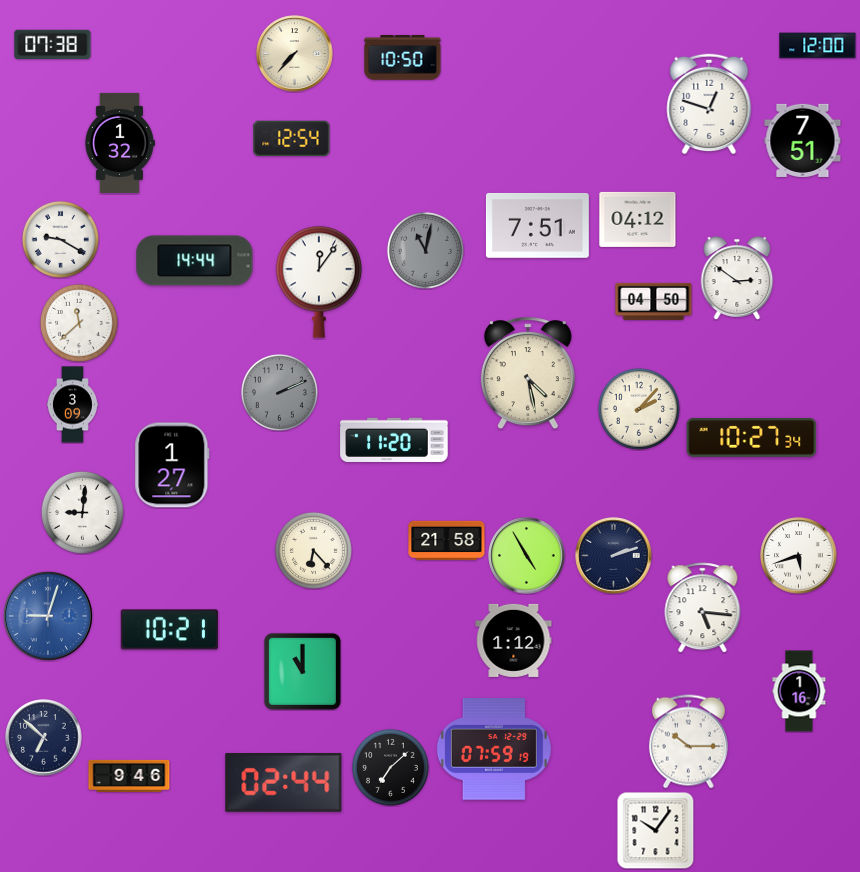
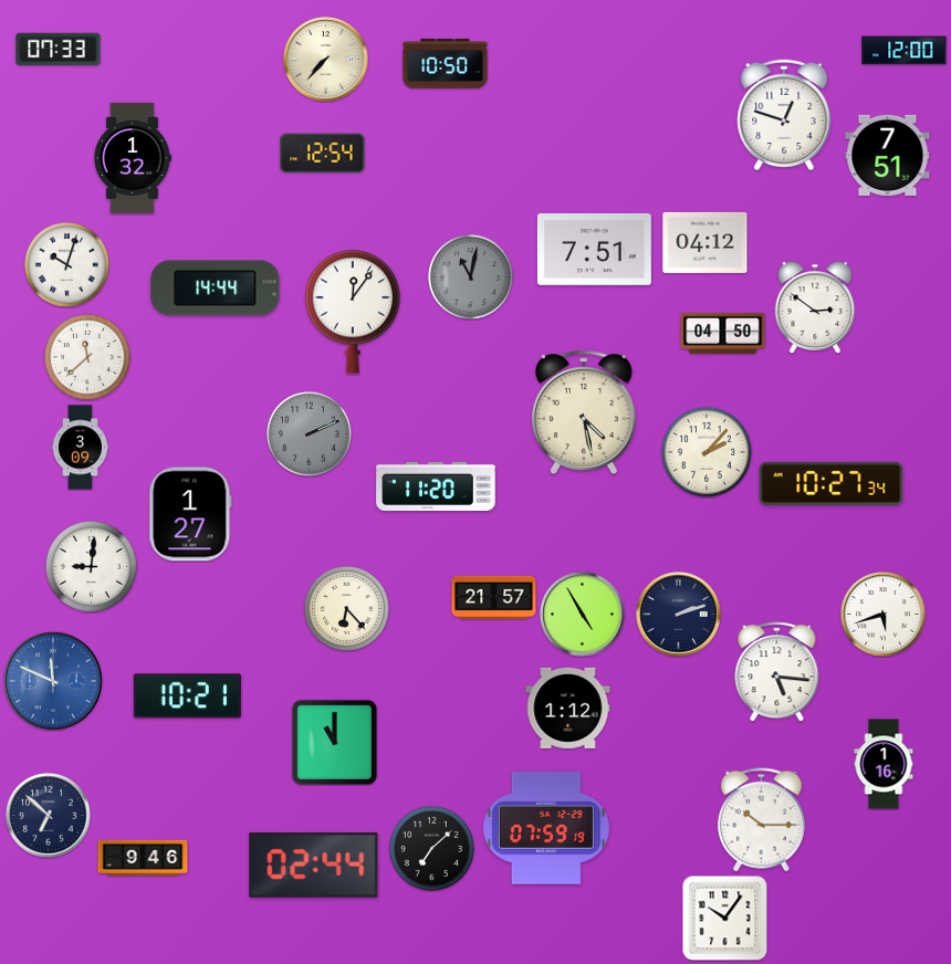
clock at (53, 45): 07:38 -> 07:33
clock at (60, 239): 9:20 -> 10:03
clock at (447, 541): 21:58 -> 21:57
clock at (48, 616): 9:03 -> 11:49
